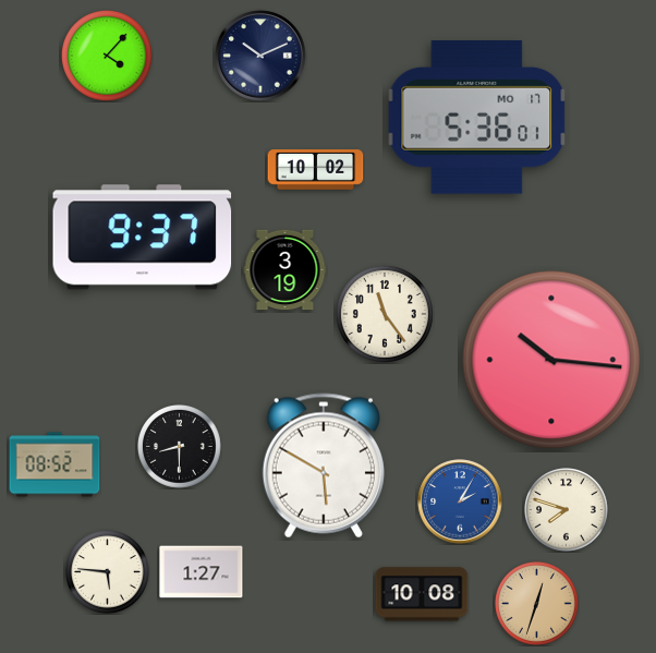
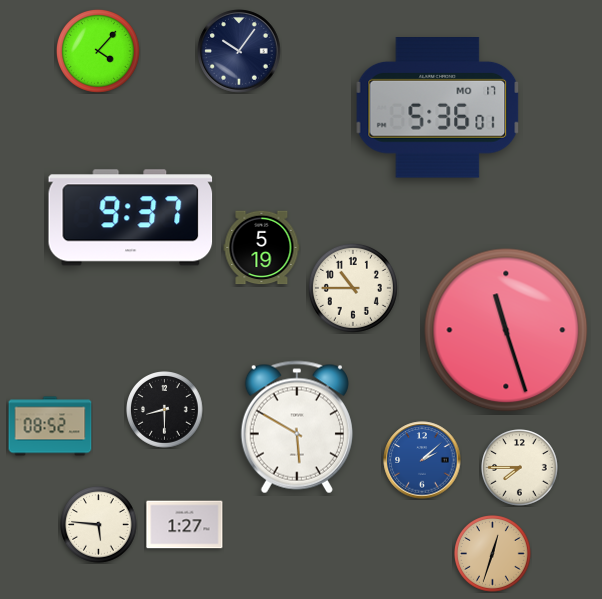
clock at (260, 56): 10:11 -> 10:06
clock at (316, 170): 10:02 -> none
clock at (286, 270): 3:19 -> 5:19
clock at (385, 314): 11:24 -> 10:45
clock at (551, 360): 10:16 -> 11:27
clock at (460, 501): 2:05 -> 2:08
clock at (567, 510): 7:48 -> 7:45
clock at (422, 594): 10:08 -> none
